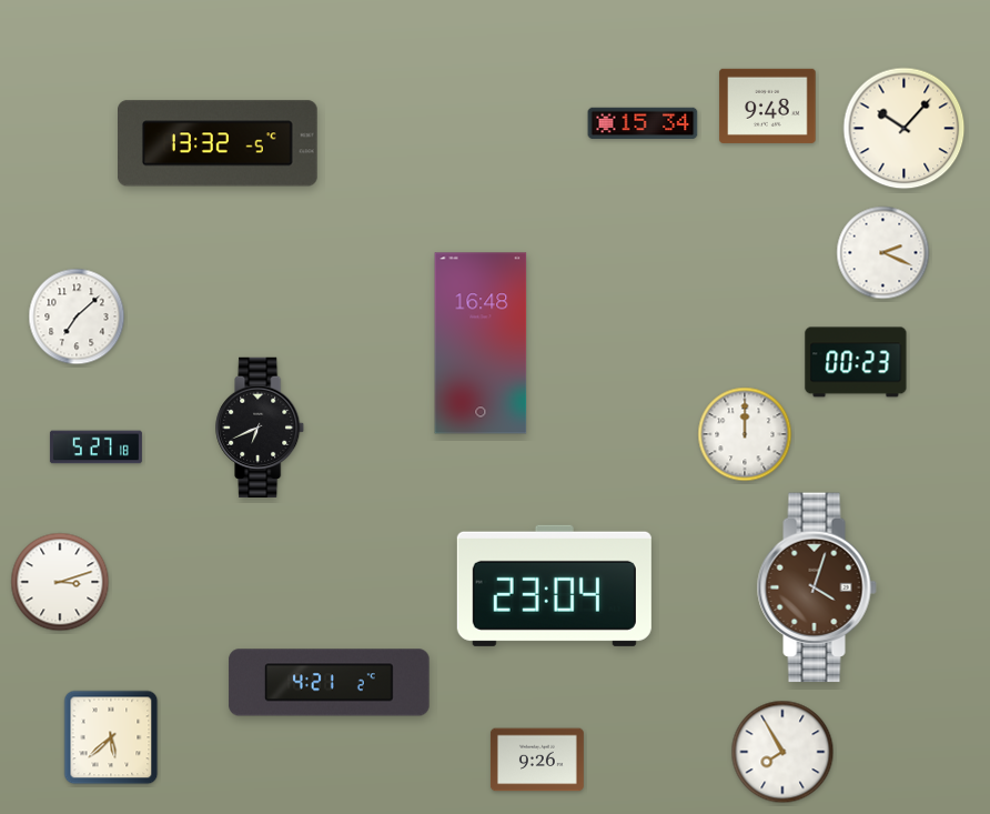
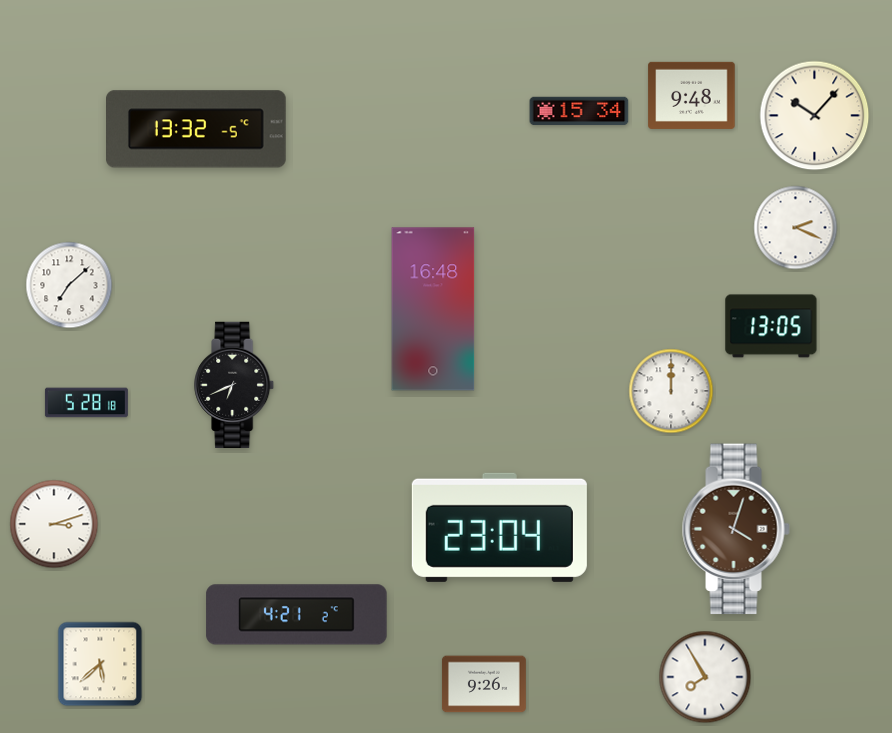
clock at (856, 362): 00:23 -> 13:05
clock at (95, 448): 5:27 -> 5:28
